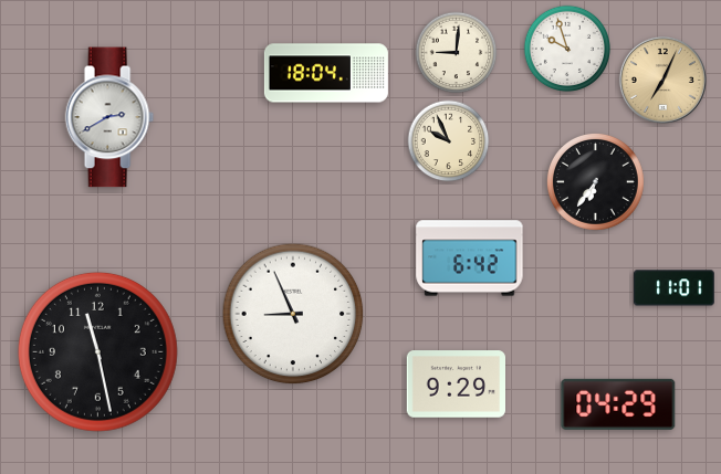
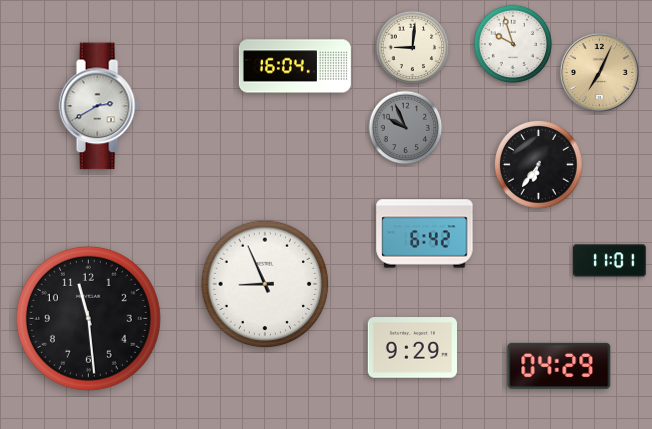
clock at (326, 73): 18:04 -> 16:04
clock at (449, 141) dial: cream -> grey
clock at (97, 351): 11:28 -> 11:29
